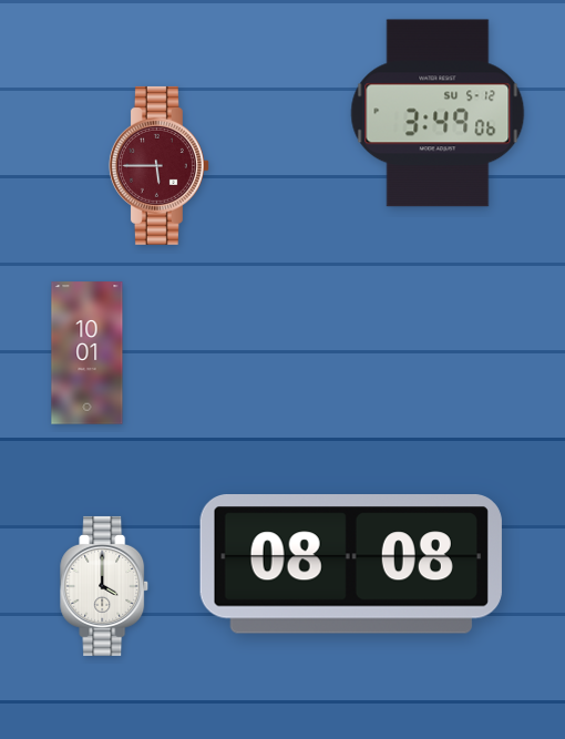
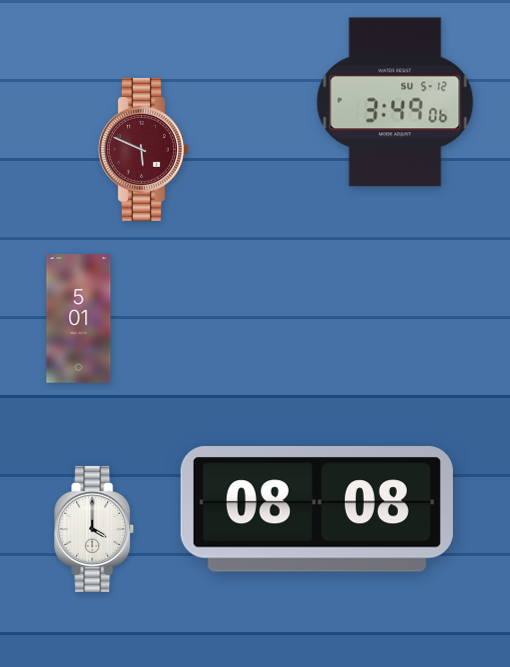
clock at (158, 165): 5:45 -> 5:49
clock at (88, 353): 10:01 -> 5:01
